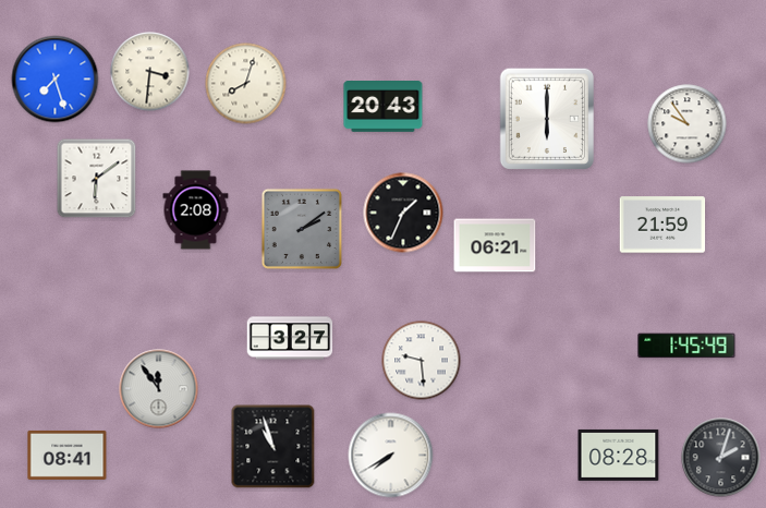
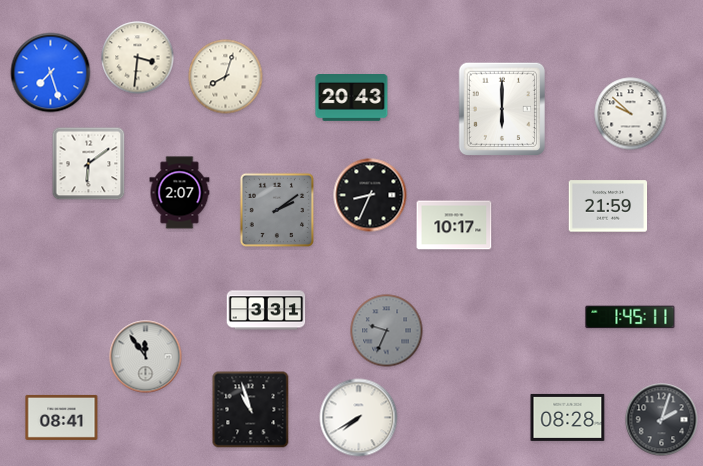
clock at (150, 72) position: (150, 72) -> (138, 58)
clock at (688, 124): 9:54 -> 9:52
clock at (196, 210): 2:08 -> 2:07
clock at (403, 213): 1:34 -> 8:34
clock at (495, 245): 06:21 -> 10:17
clock at (290, 338): 3:27 -> 3:31
clock at (686, 346): 1:45:49 -> 1:45:11
clock at (422, 361): 9:29 -> 9:34
clock at (422, 361) dial: white -> grey
